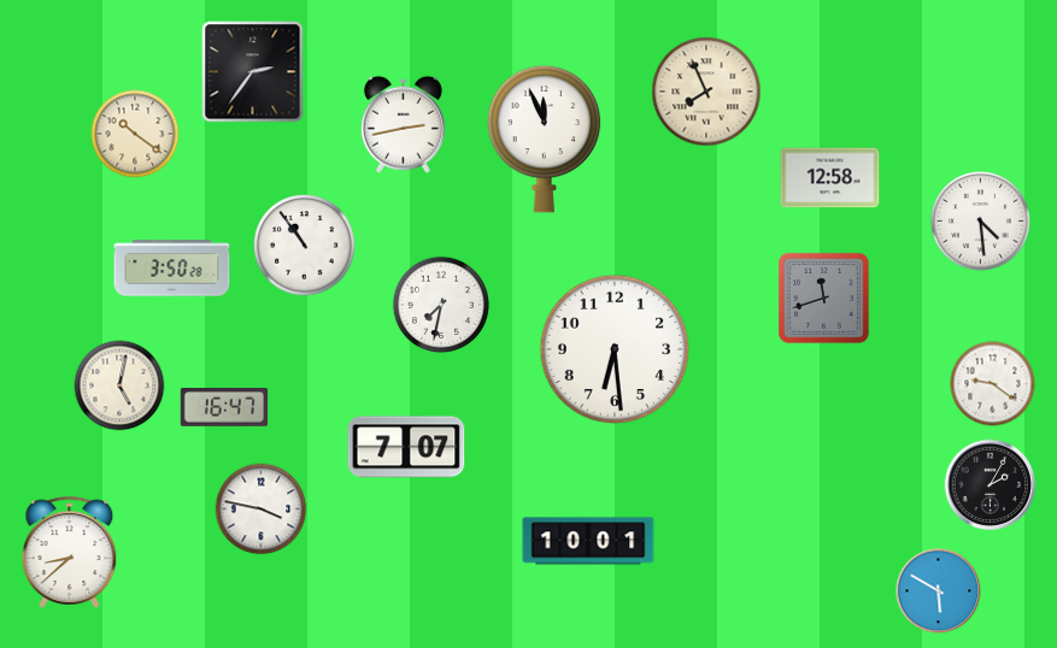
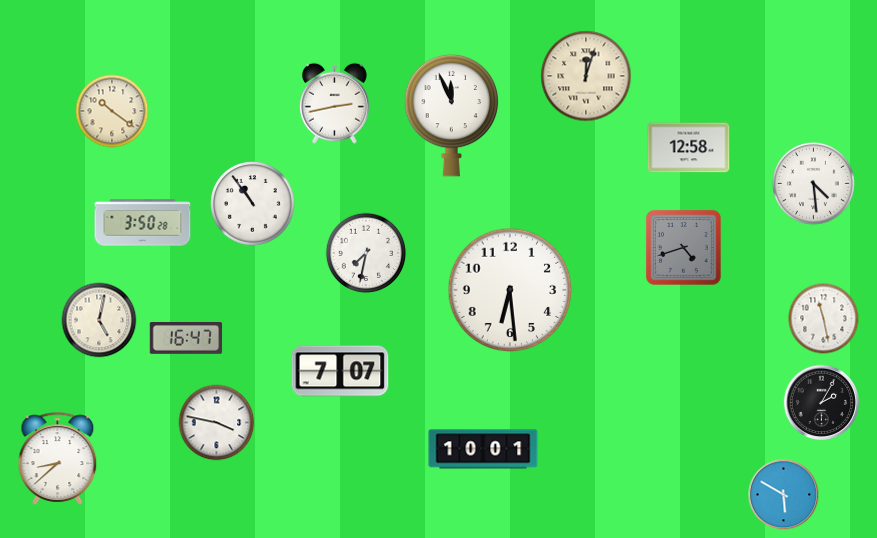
clock at (253, 72): 2:36 -> none
clock at (706, 92): 7:56 -> 12:03
clock at (824, 299): 11:42 -> 4:42
clock at (993, 384): 9:21 -> 11:28
clock at (406, 447) position: (406, 447) -> (340, 371)
clock at (588, 541) position: (588, 541) -> (483, 449)
clock at (939, 591) position: (939, 591) -> (784, 495)
